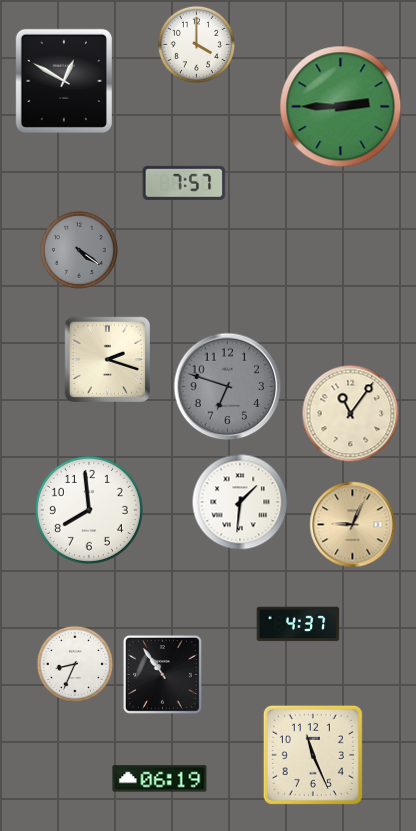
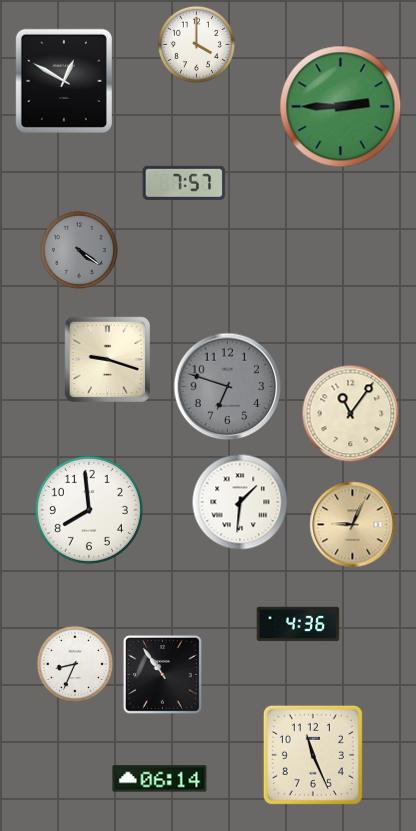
clock at (107, 359): 2:18 -> 9:18
clock at (298, 624): 4:37 -> 4:36
clock at (160, 779): 06:19 -> 06:14
